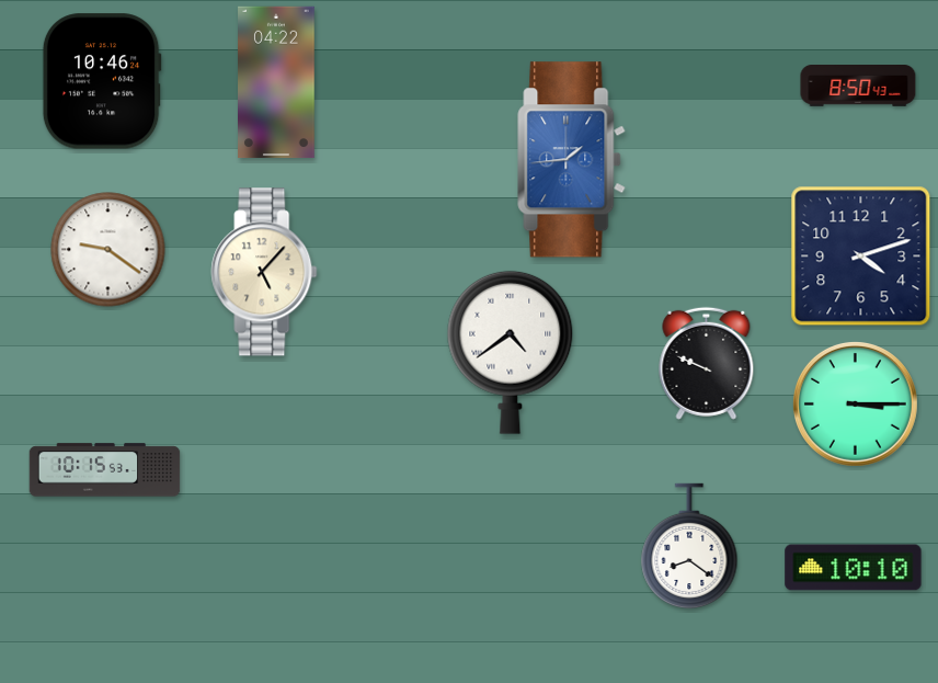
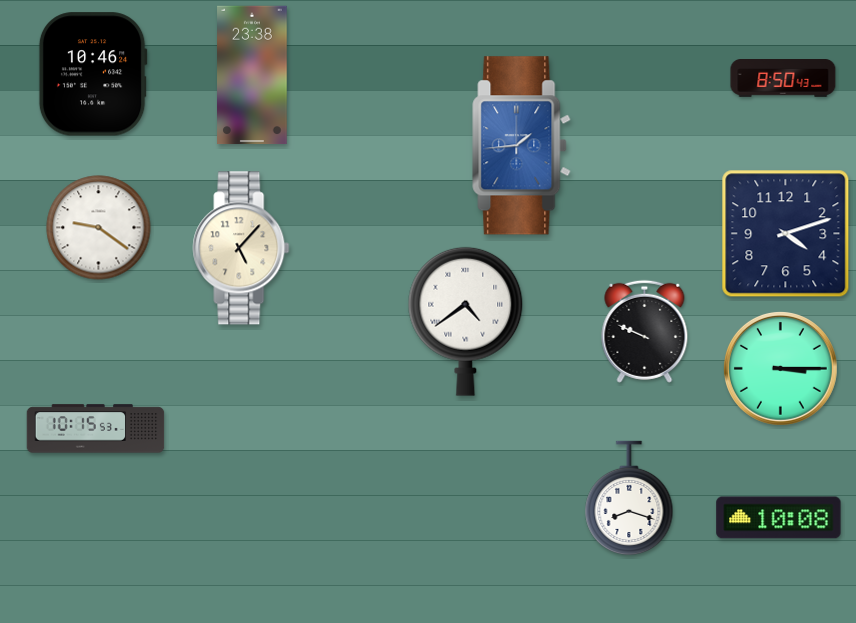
clock at (276, 82): 04:22 -> 23:38
clock at (689, 546): 8:21 -> 8:18
clock at (854, 568): 10:10 -> 10:08
